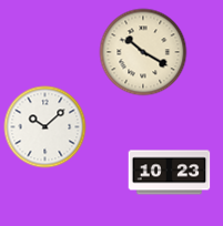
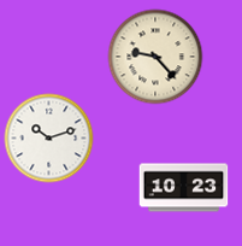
clock at (143, 52): 10:20 -> 9:23
clock at (45, 127): 10:08 -> 10:12
